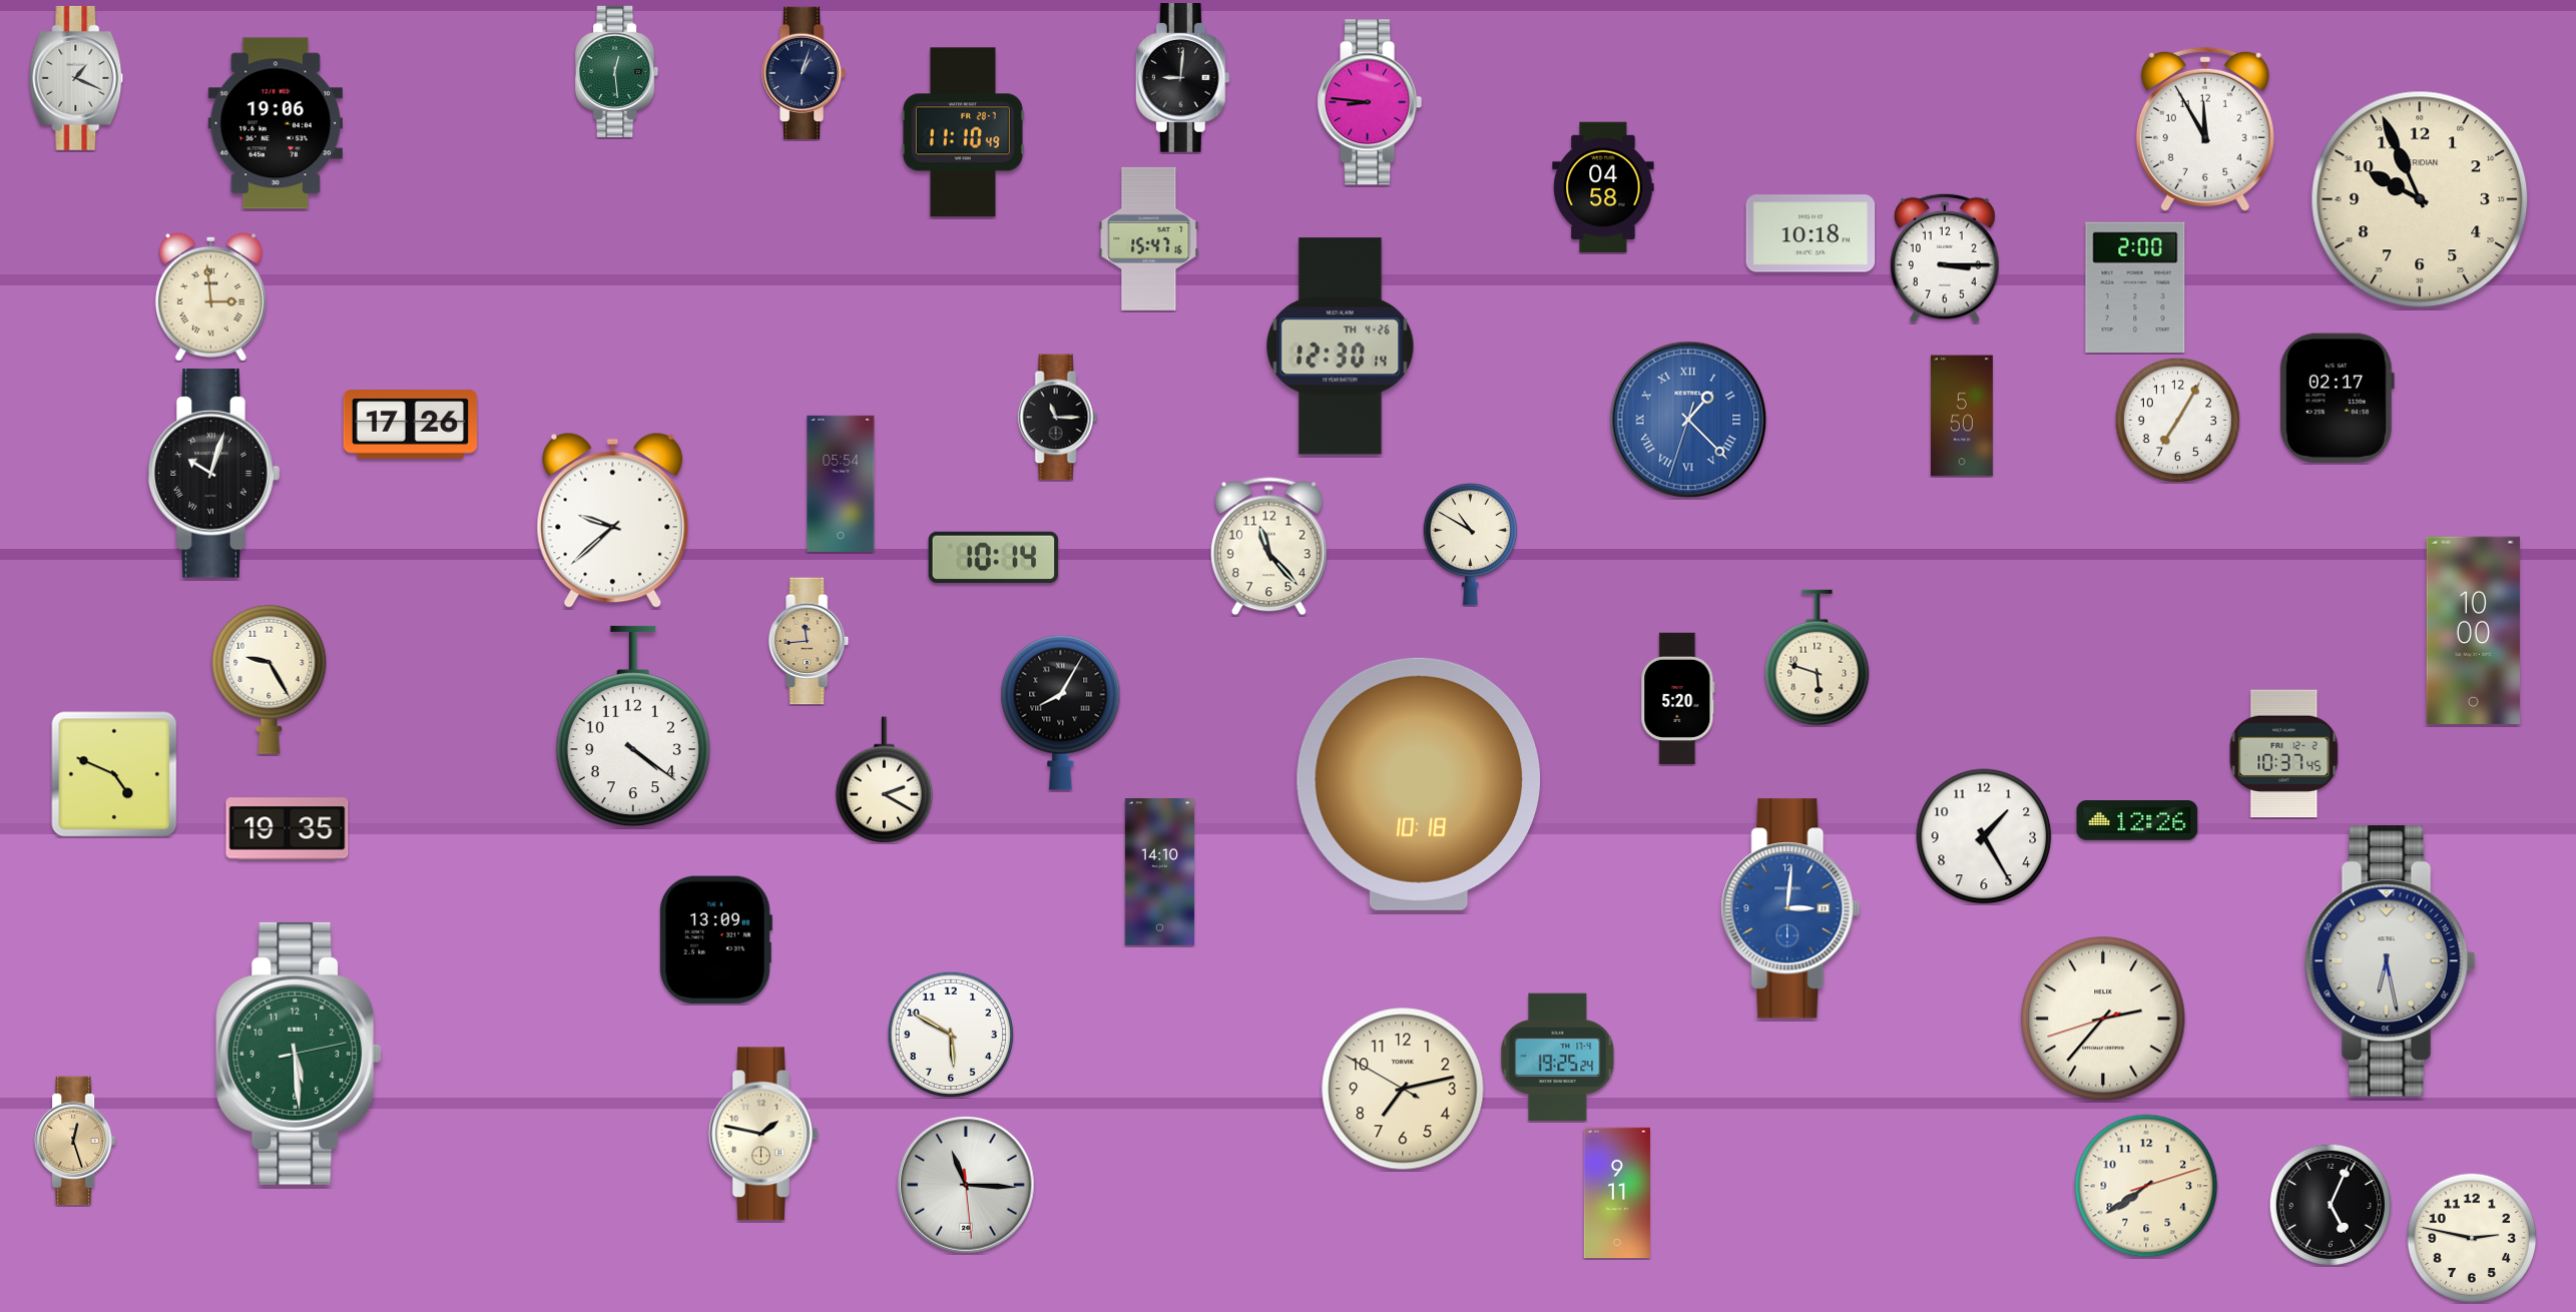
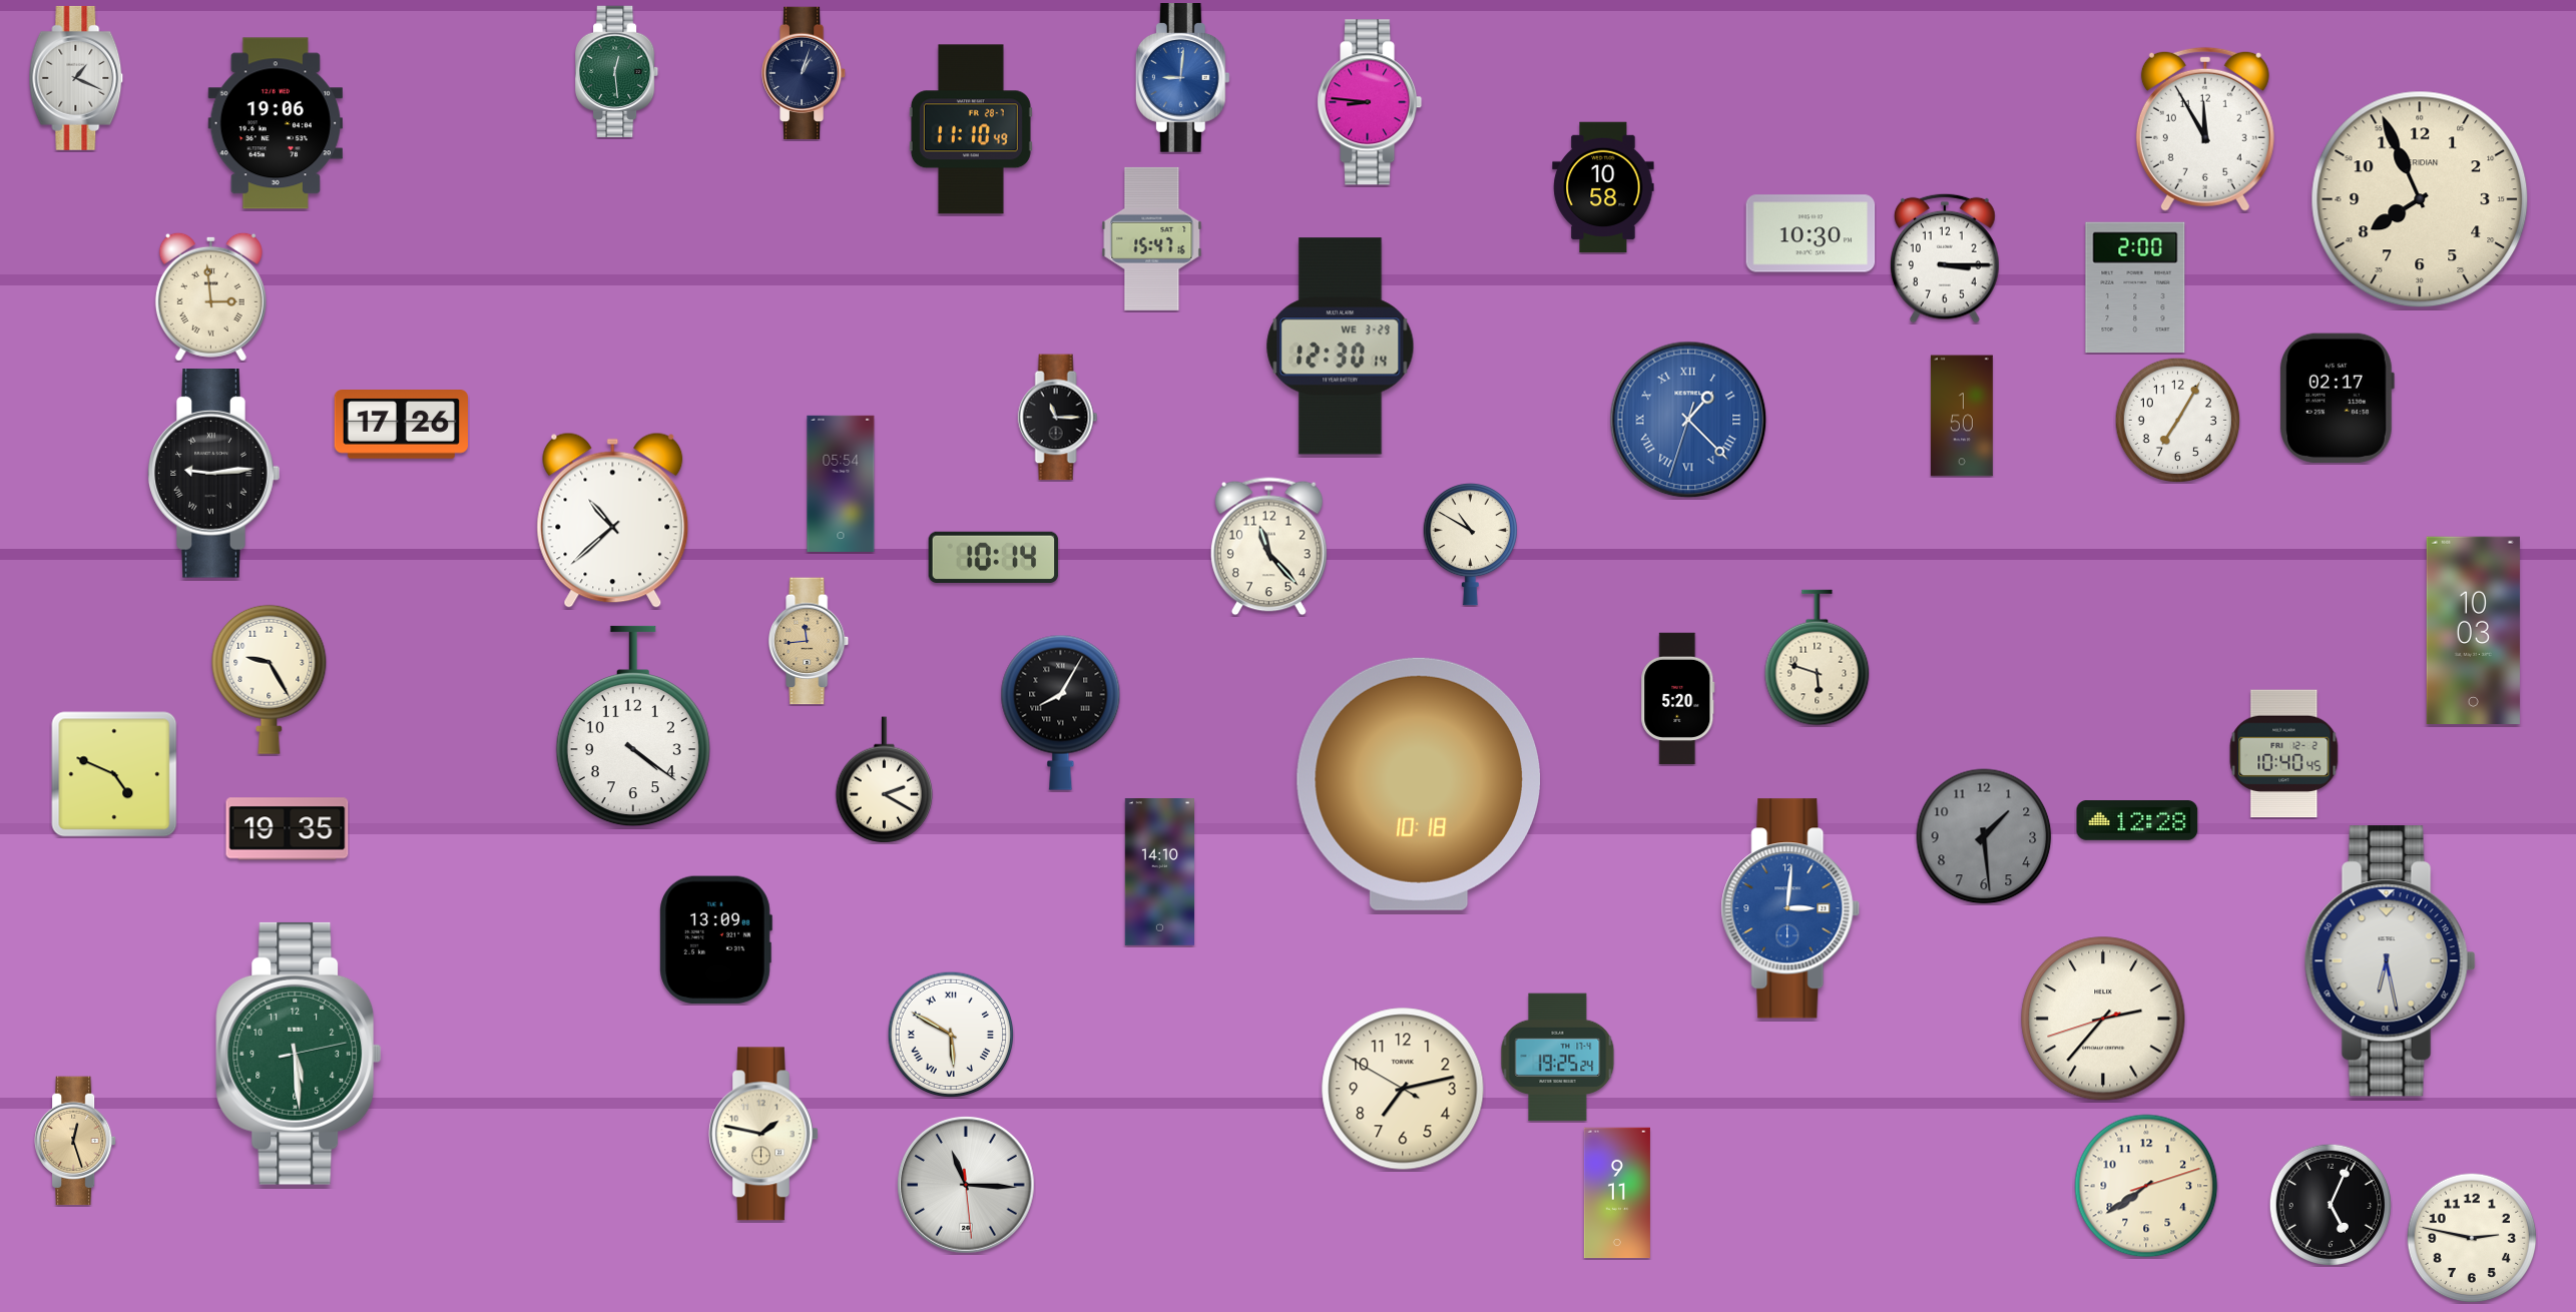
clock at (1182, 78) dial: black -> blue
clock at (963, 132) position: (963, 132) -> (971, 129)
clock at (1603, 187): 04:58 -> 10:58
clock at (2420, 199): 9:56 -> 7:56
clock at (1811, 233): 10:18 -> 10:30
clock at (1149, 238) position: (1149, 238) -> (1152, 238)
clock at (1341, 347) date: TH 4-26 -> WE 3-29
clock at (1962, 416): 5:50 -> 1:50
clock at (410, 425) position: (410, 425) -> (401, 425)
clock at (214, 474): 10:03 -> 9:14
clock at (613, 520): 9:38 -> 10:38
clock at (2473, 630): 10:00 -> 10:03
clock at (2284, 754): 10:37 -> 10:40
clock at (2137, 821): 12:26 -> 12:28
clock at (1984, 836): 1:25 -> 1:29
clock at (1984, 836) dial: white -> grey
clock at (951, 1035) numerals: Arabic -> Roman
